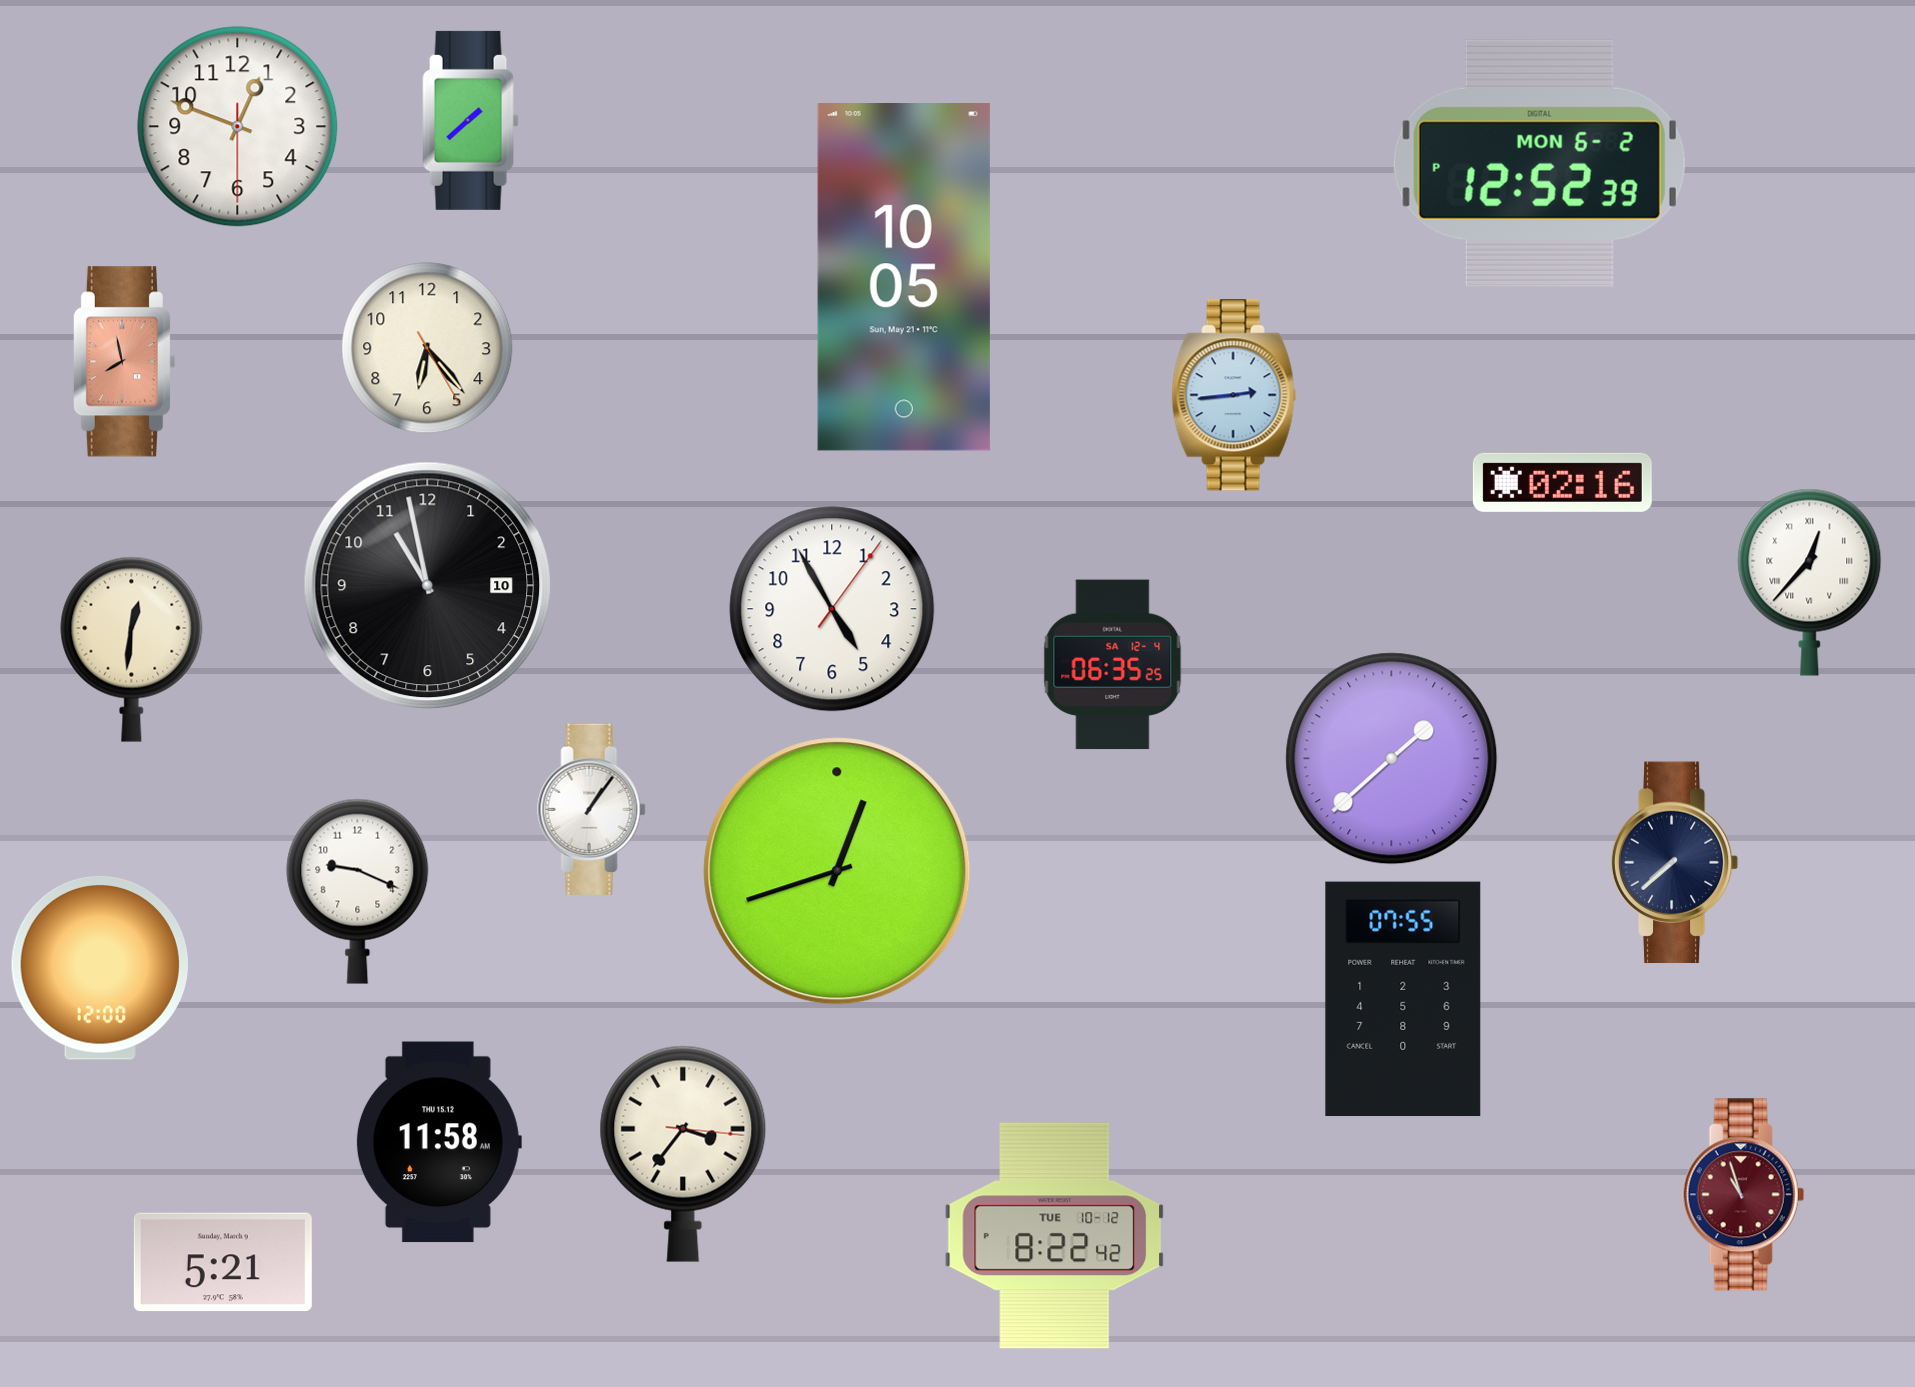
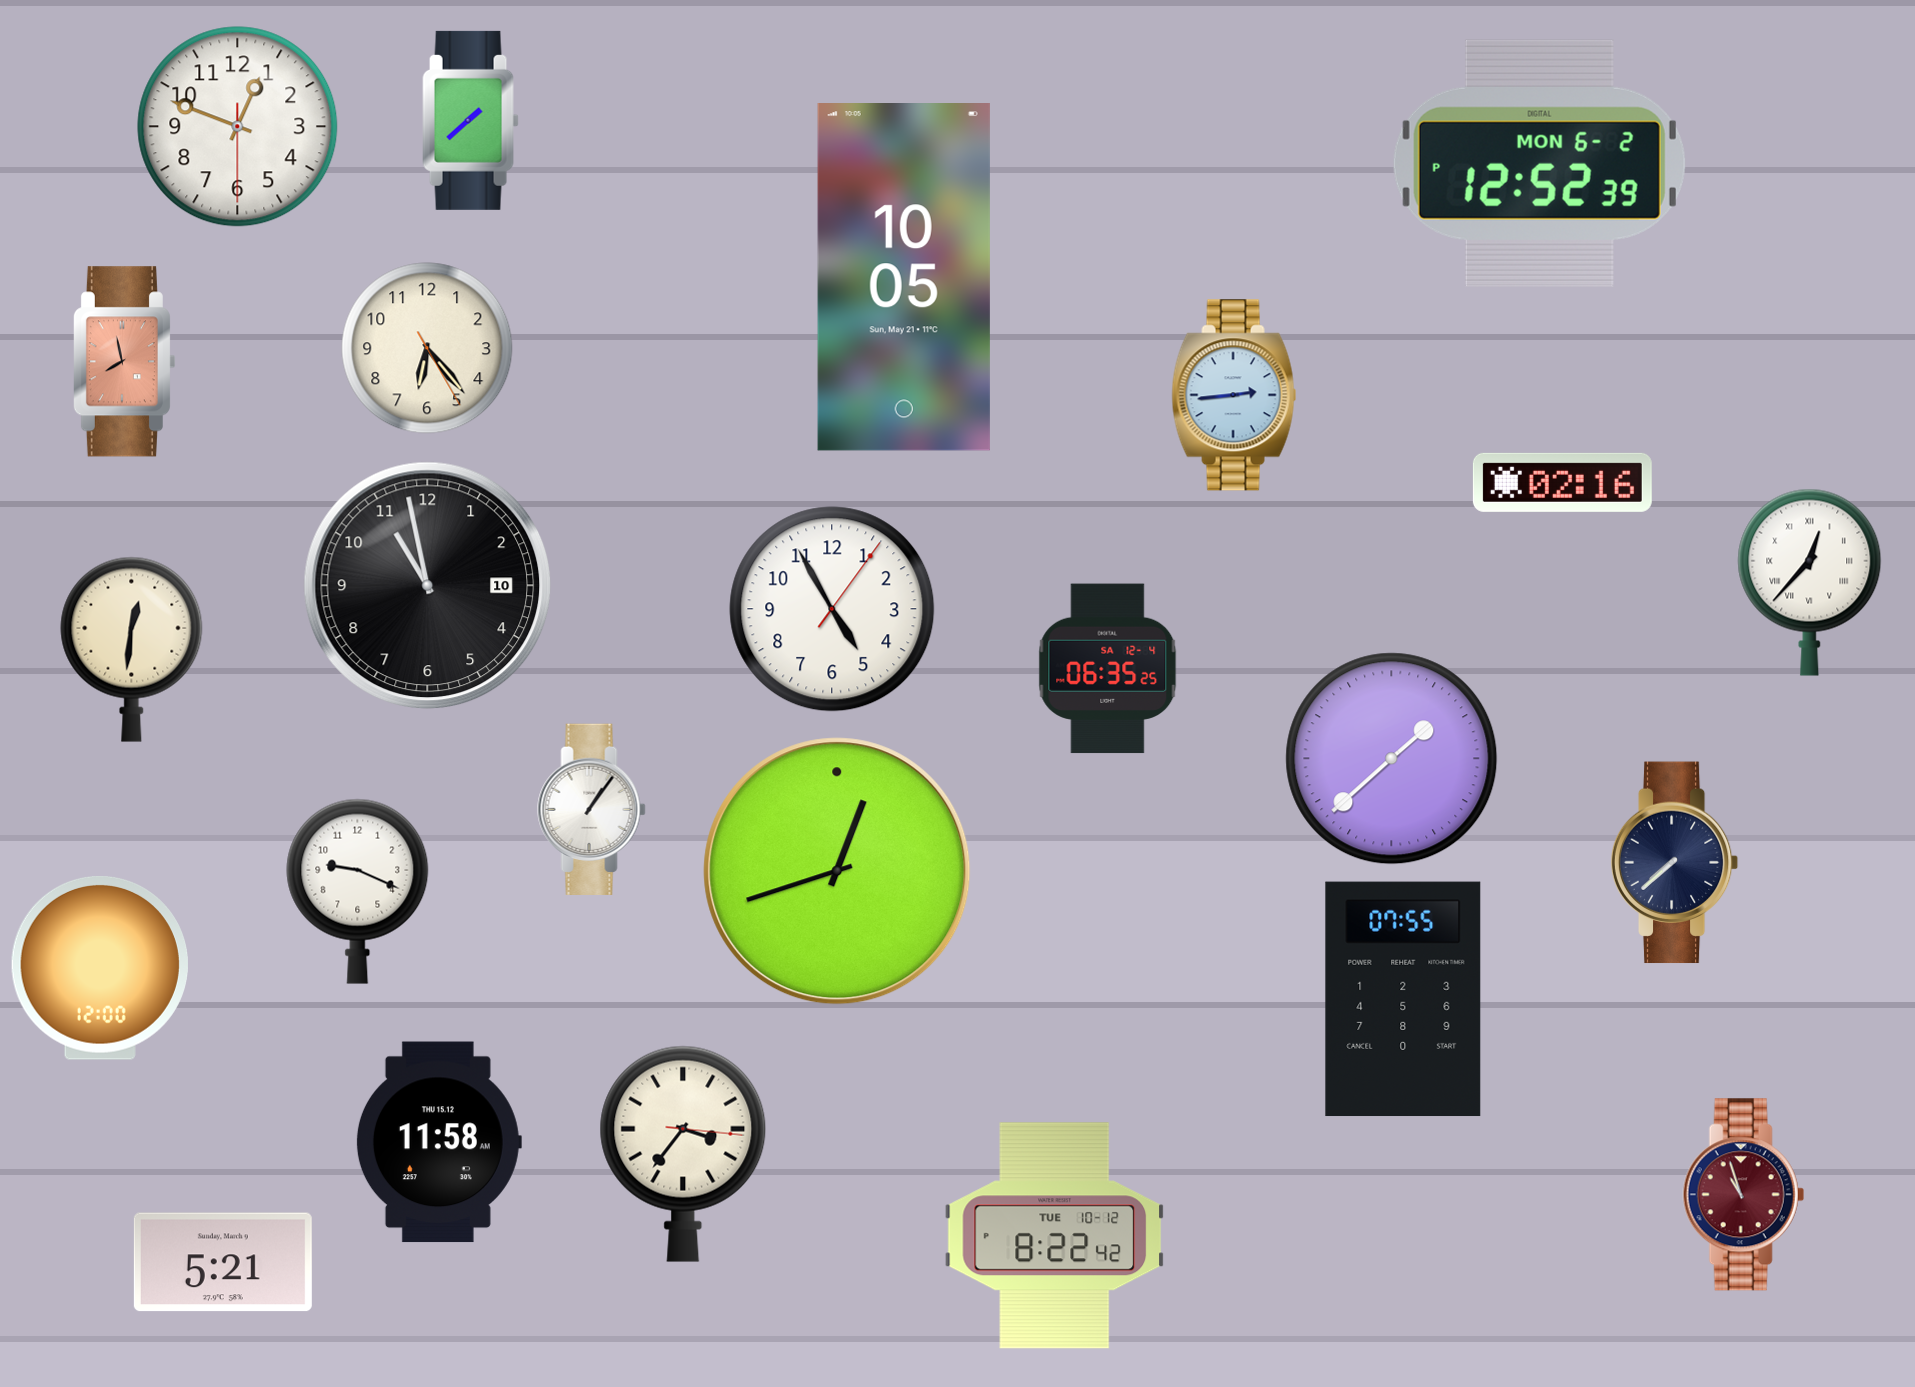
clock at (1113, 665) position: (1113, 665) -> (1108, 669)
